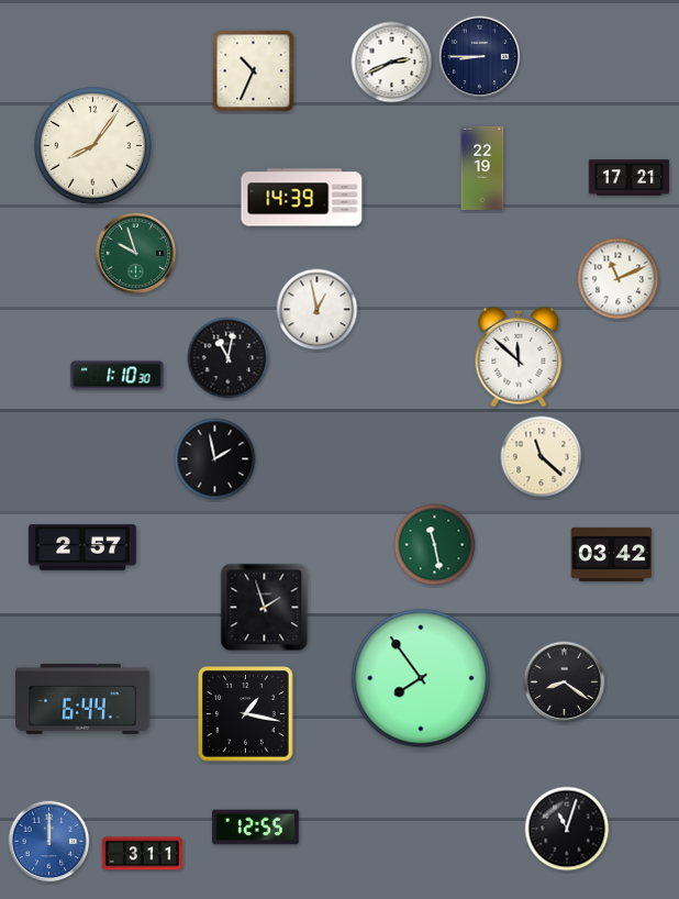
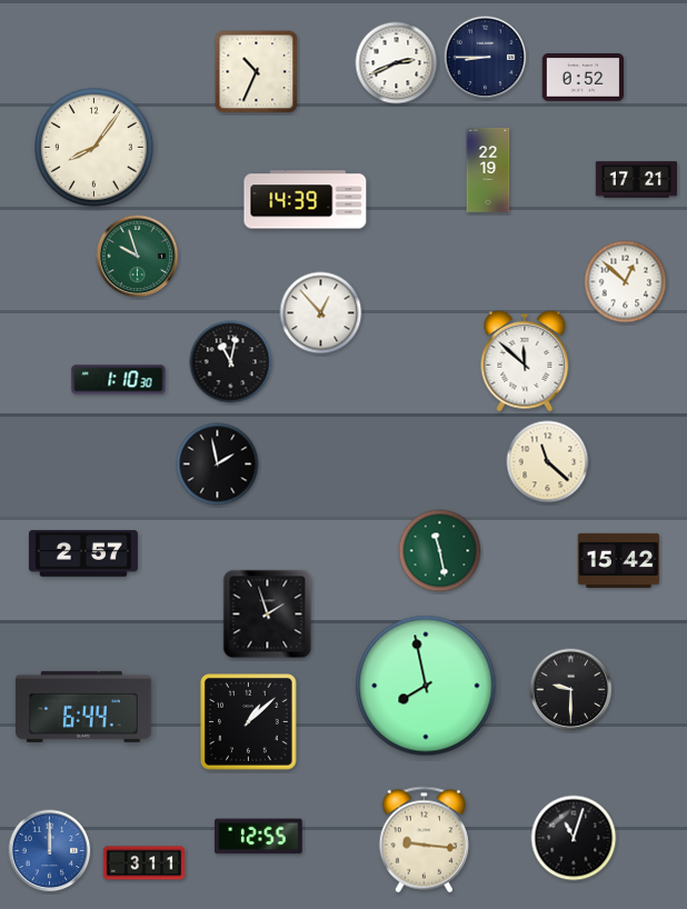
clock at (584, 78): none -> 0:52
clock at (619, 279): 11:11 -> 12:52
clock at (318, 310): 12:58 -> 12:53
clock at (612, 554): 03:42 -> 15:42
clock at (421, 678): 7:54 -> 7:58
clock at (565, 682): 8:21 -> 9:30
clock at (246, 714): 1:17 -> 1:08
clock at (424, 840): none -> 9:16
